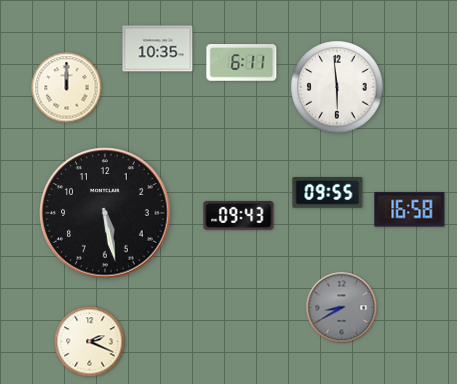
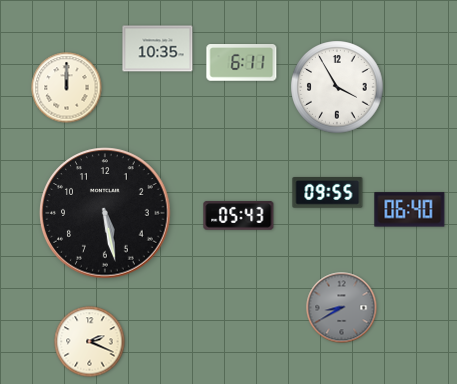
clock at (337, 87): 5:59 -> 3:55
clock at (410, 210): 16:58 -> 06:40
clock at (239, 215): 09:43 -> 05:43
